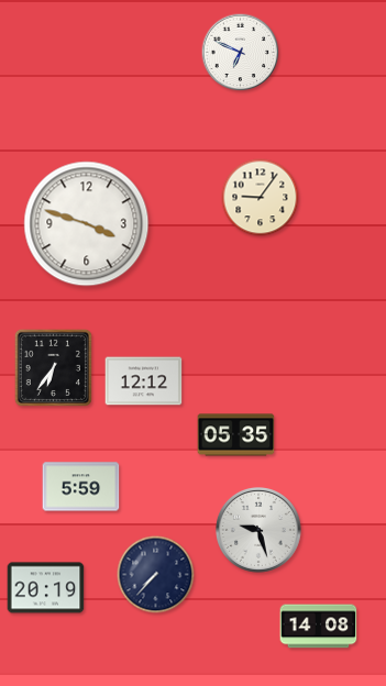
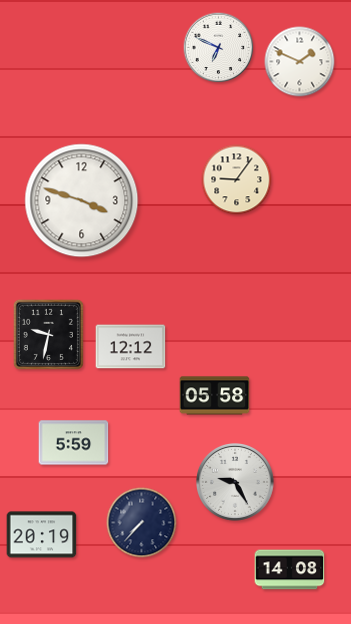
clock at (300, 62): none -> 1:49
clock at (87, 224) position: (87, 224) -> (82, 201)
clock at (53, 367): 6:36 -> 9:32
clock at (236, 435): 05:35 -> 05:58
clock at (260, 531): 9:27 -> 9:25
